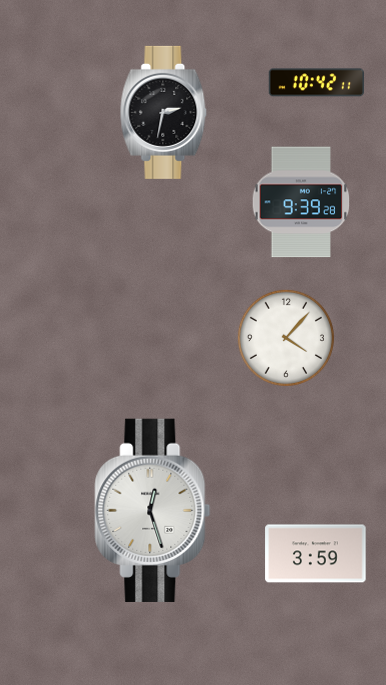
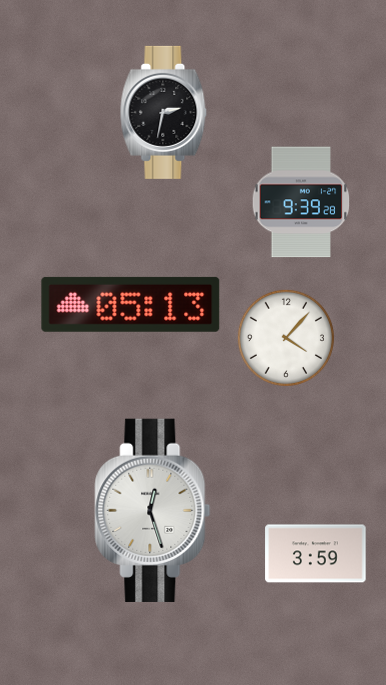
clock at (316, 83): 10:42 -> none
clock at (131, 304): none -> 05:13
